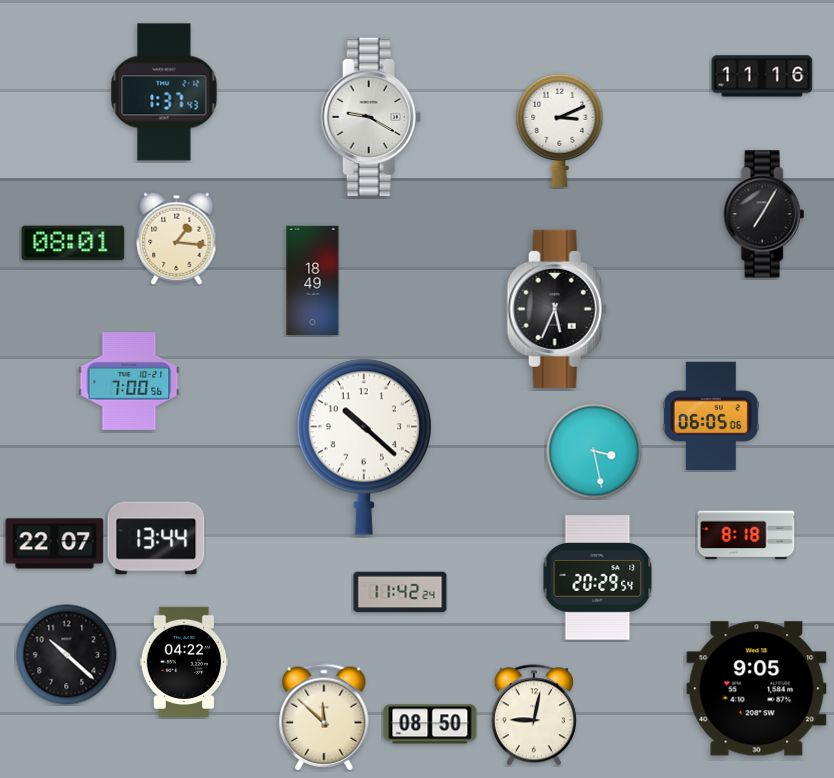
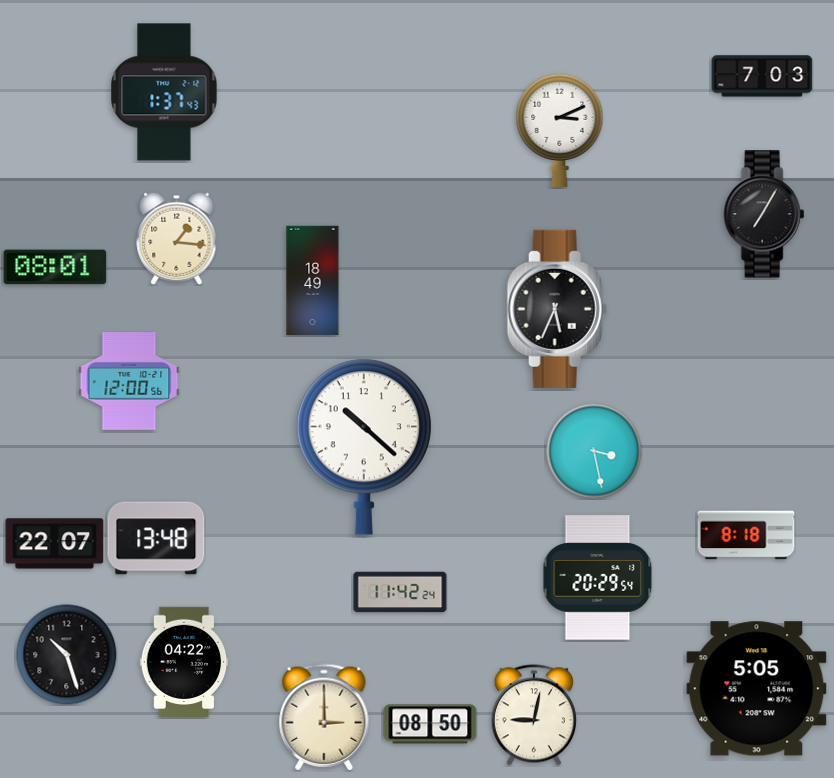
clock at (762, 76): 11:16 -> 7:03
clock at (371, 117): 9:20 -> none
clock at (73, 243) position: (73, 243) -> (55, 267)
clock at (129, 382): 7:00 -> 12:00
clock at (711, 416): 06:05 -> none
clock at (156, 538): 13:44 -> 13:48
clock at (67, 655): 10:22 -> 10:27
clock at (757, 689): 9:05 -> 5:05
clock at (324, 717): 11:52 -> 3:00
